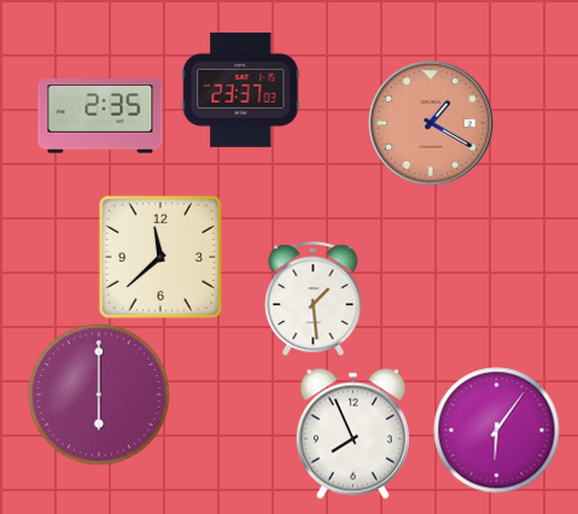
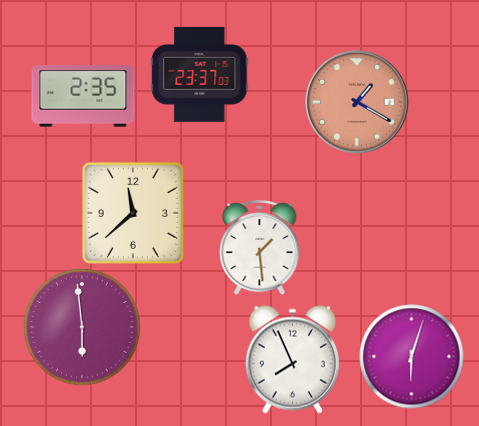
clock at (99, 395): 6:00 -> 5:59
clock at (497, 431): 6:06 -> 6:03
